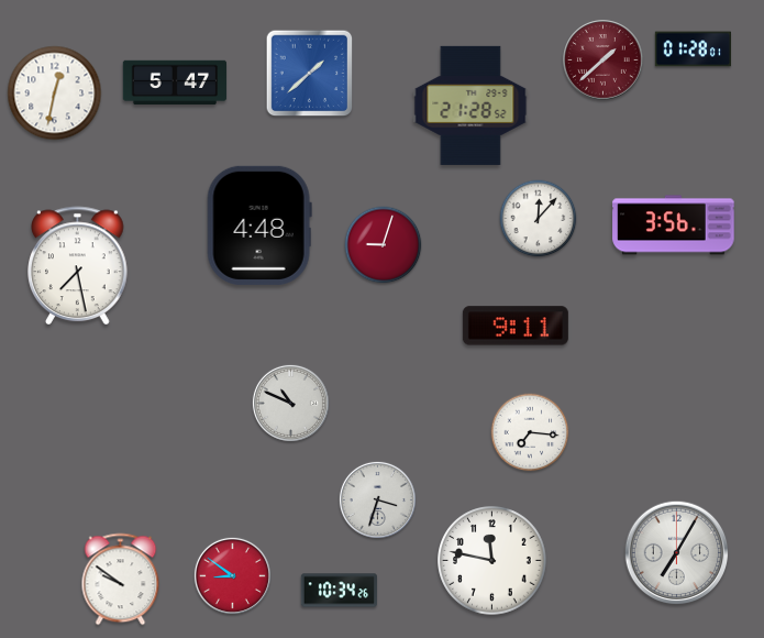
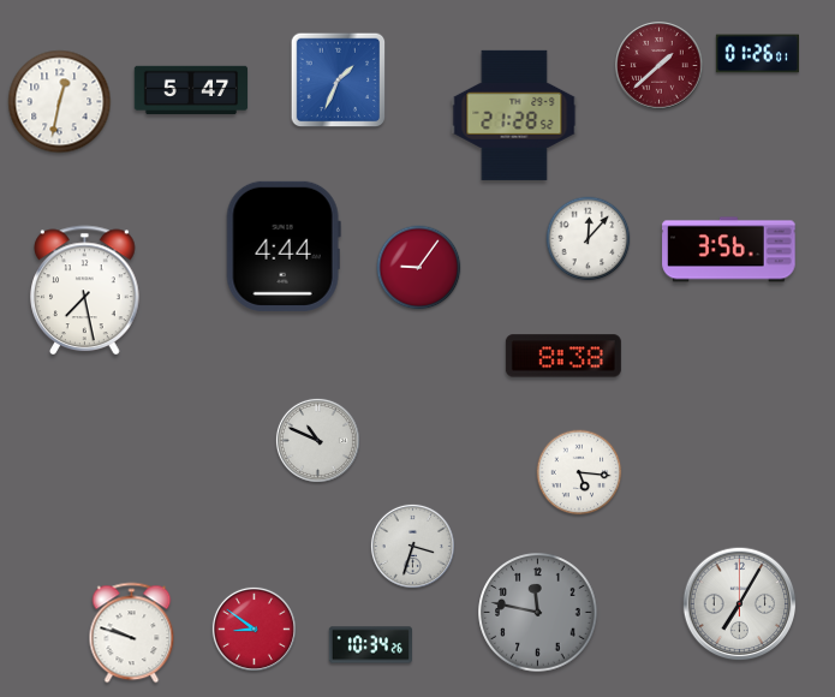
clock at (693, 50): 01:28 -> 01:26
clock at (310, 74): 1:38 -> 1:34
clock at (259, 226): 4:48 -> 4:44
clock at (674, 226) position: (674, 226) -> (729, 250)
clock at (384, 245): 9:03 -> 9:06
clock at (516, 326): 9:11 -> 8:38
clock at (530, 432): 7:16 -> 5:16
clock at (492, 561) dial: white -> grey
clock at (121, 580): 9:51 -> 9:48
